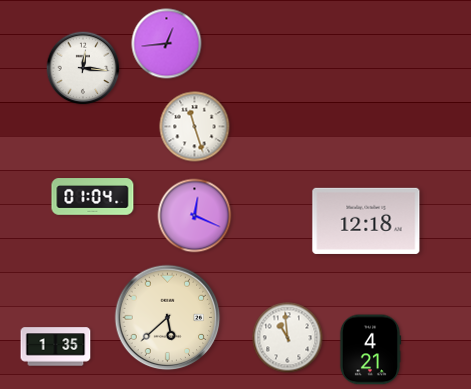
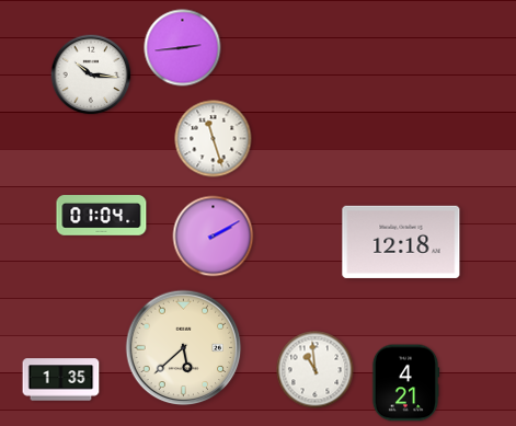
clock at (167, 44): 12:44 -> 2:44
clock at (83, 68): 12:16 -> 10:16
clock at (195, 216): 12:19 -> 2:10
